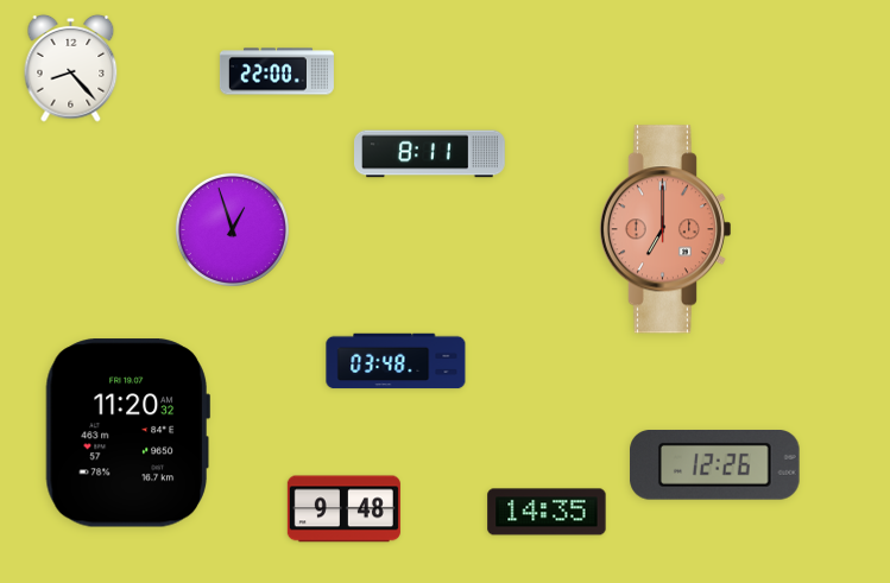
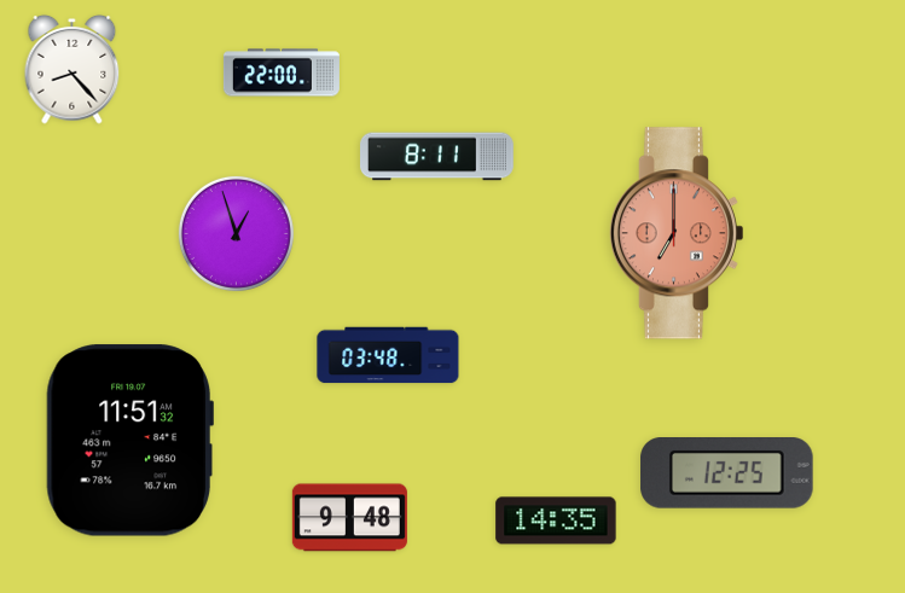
clock at (396, 361) position: (396, 361) -> (388, 355)
clock at (127, 433): 11:20 -> 11:51
clock at (715, 465): 12:26 -> 12:25
